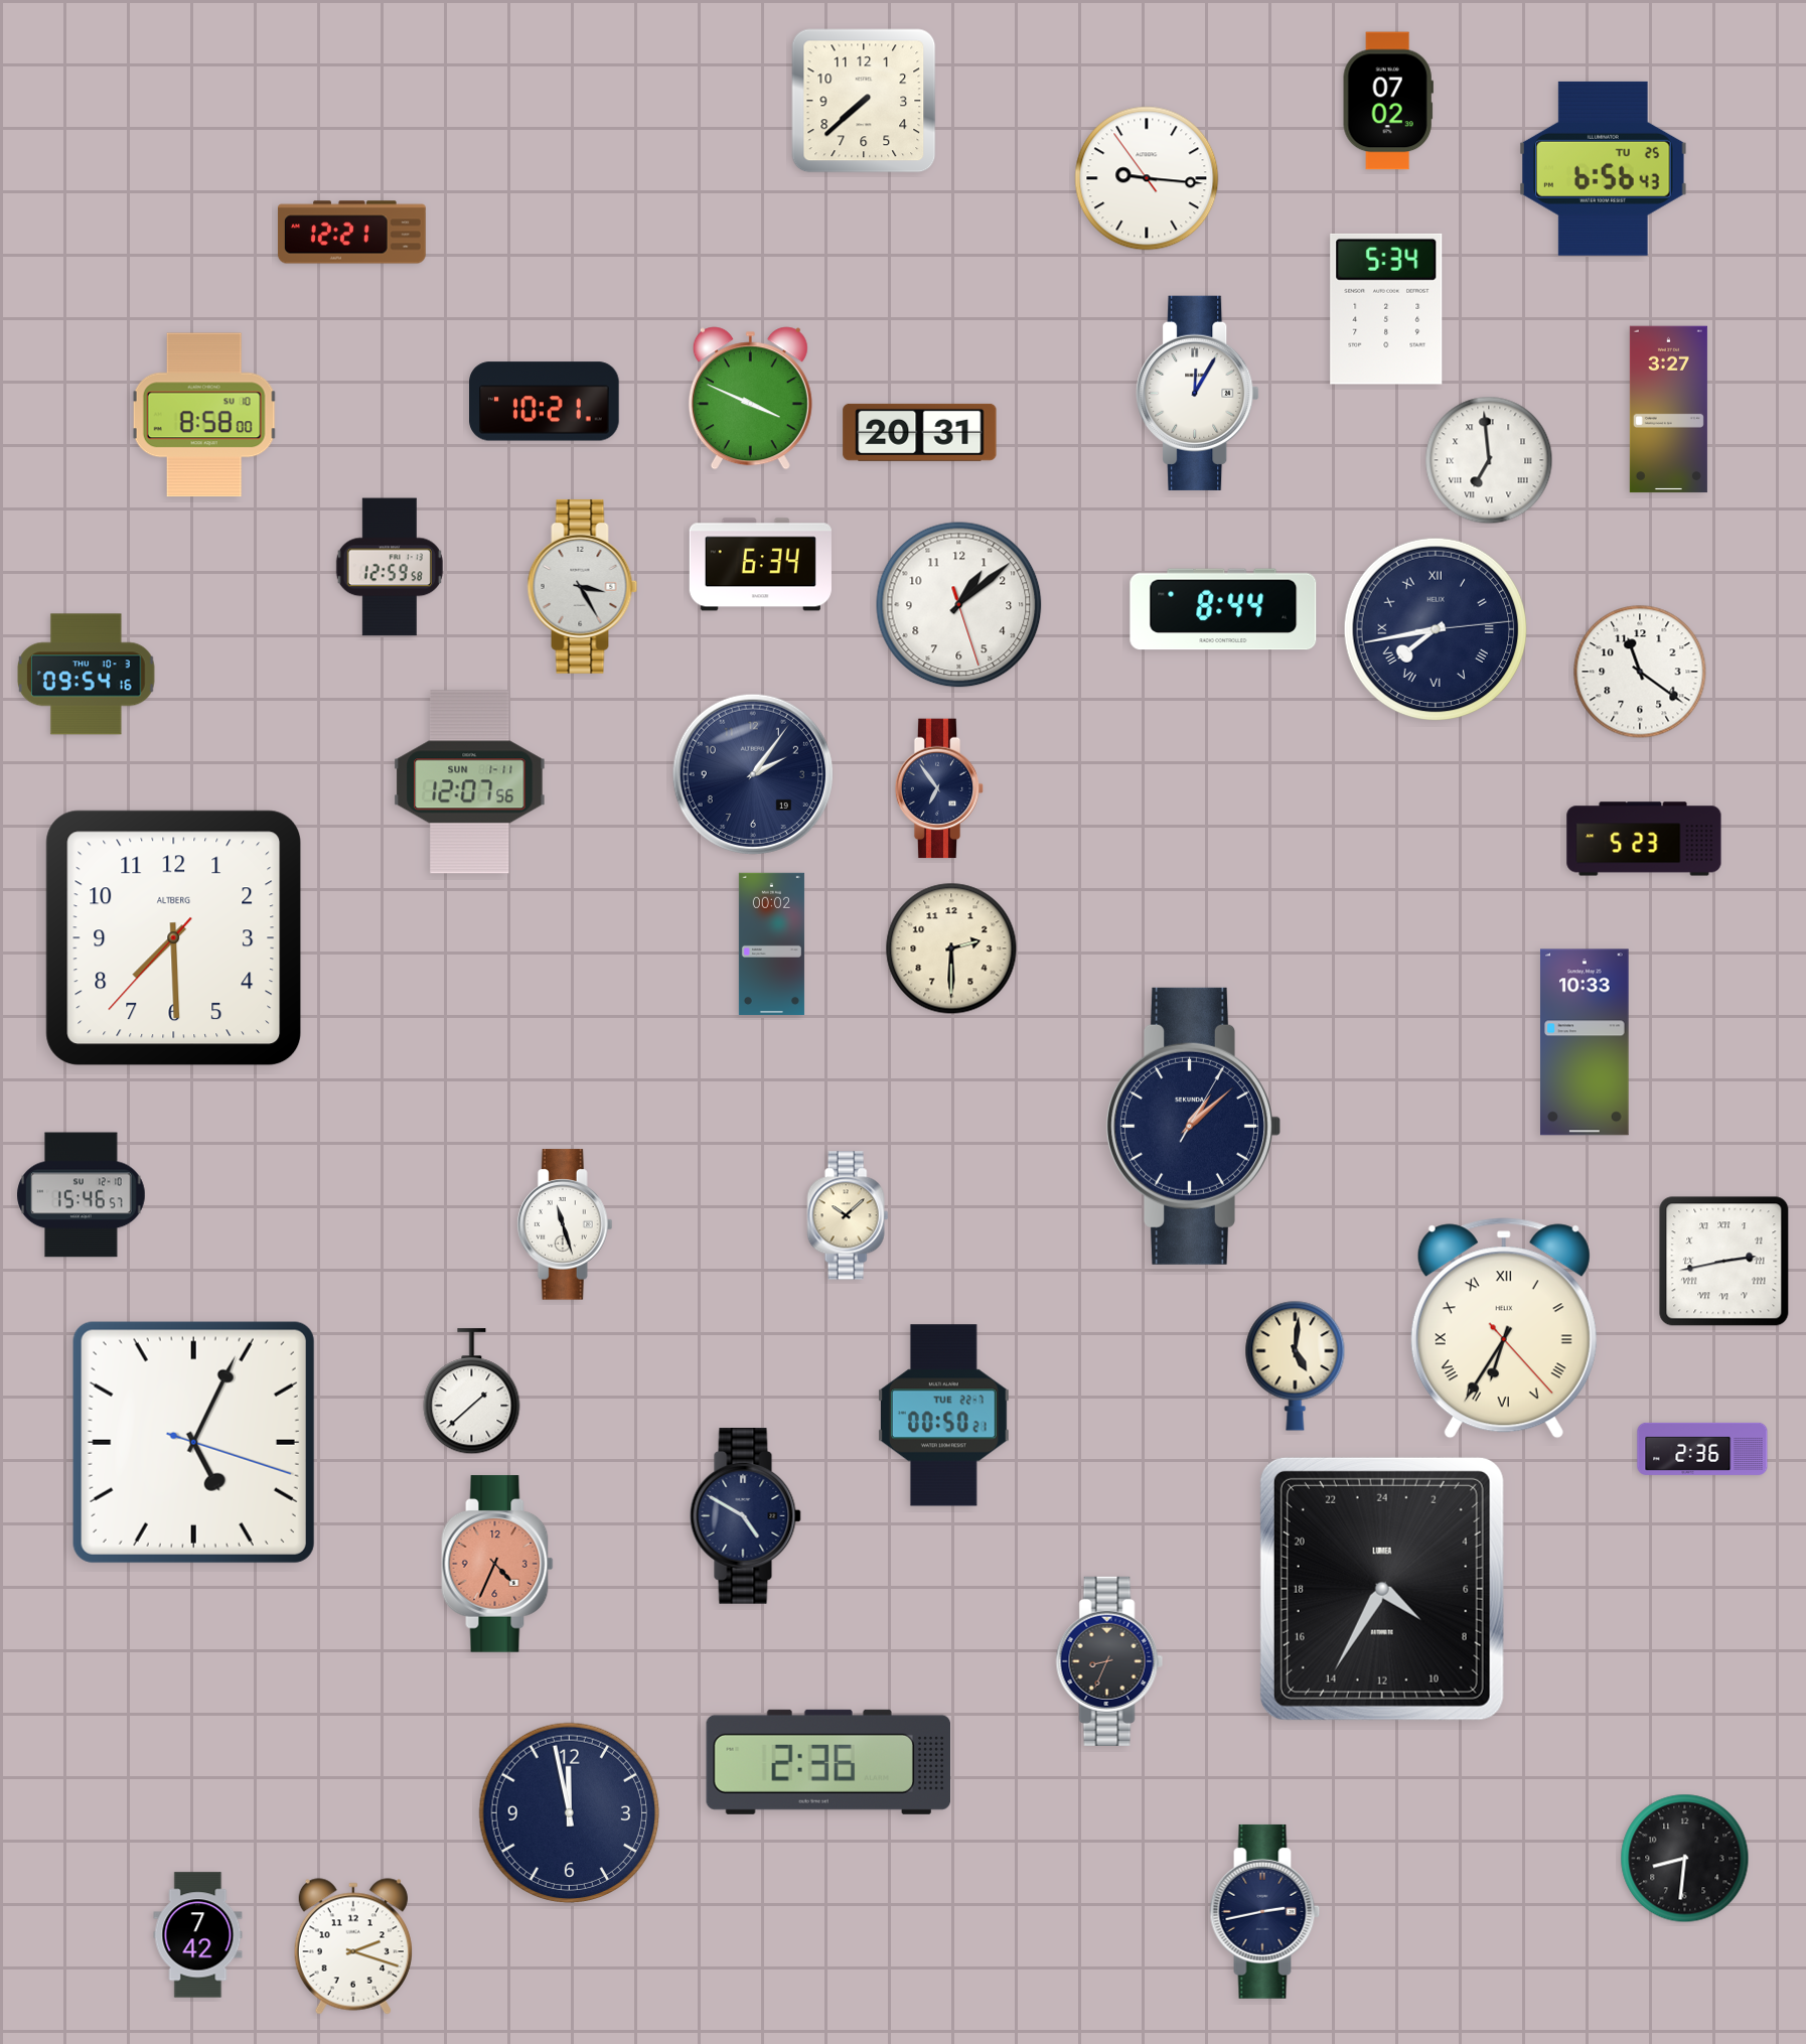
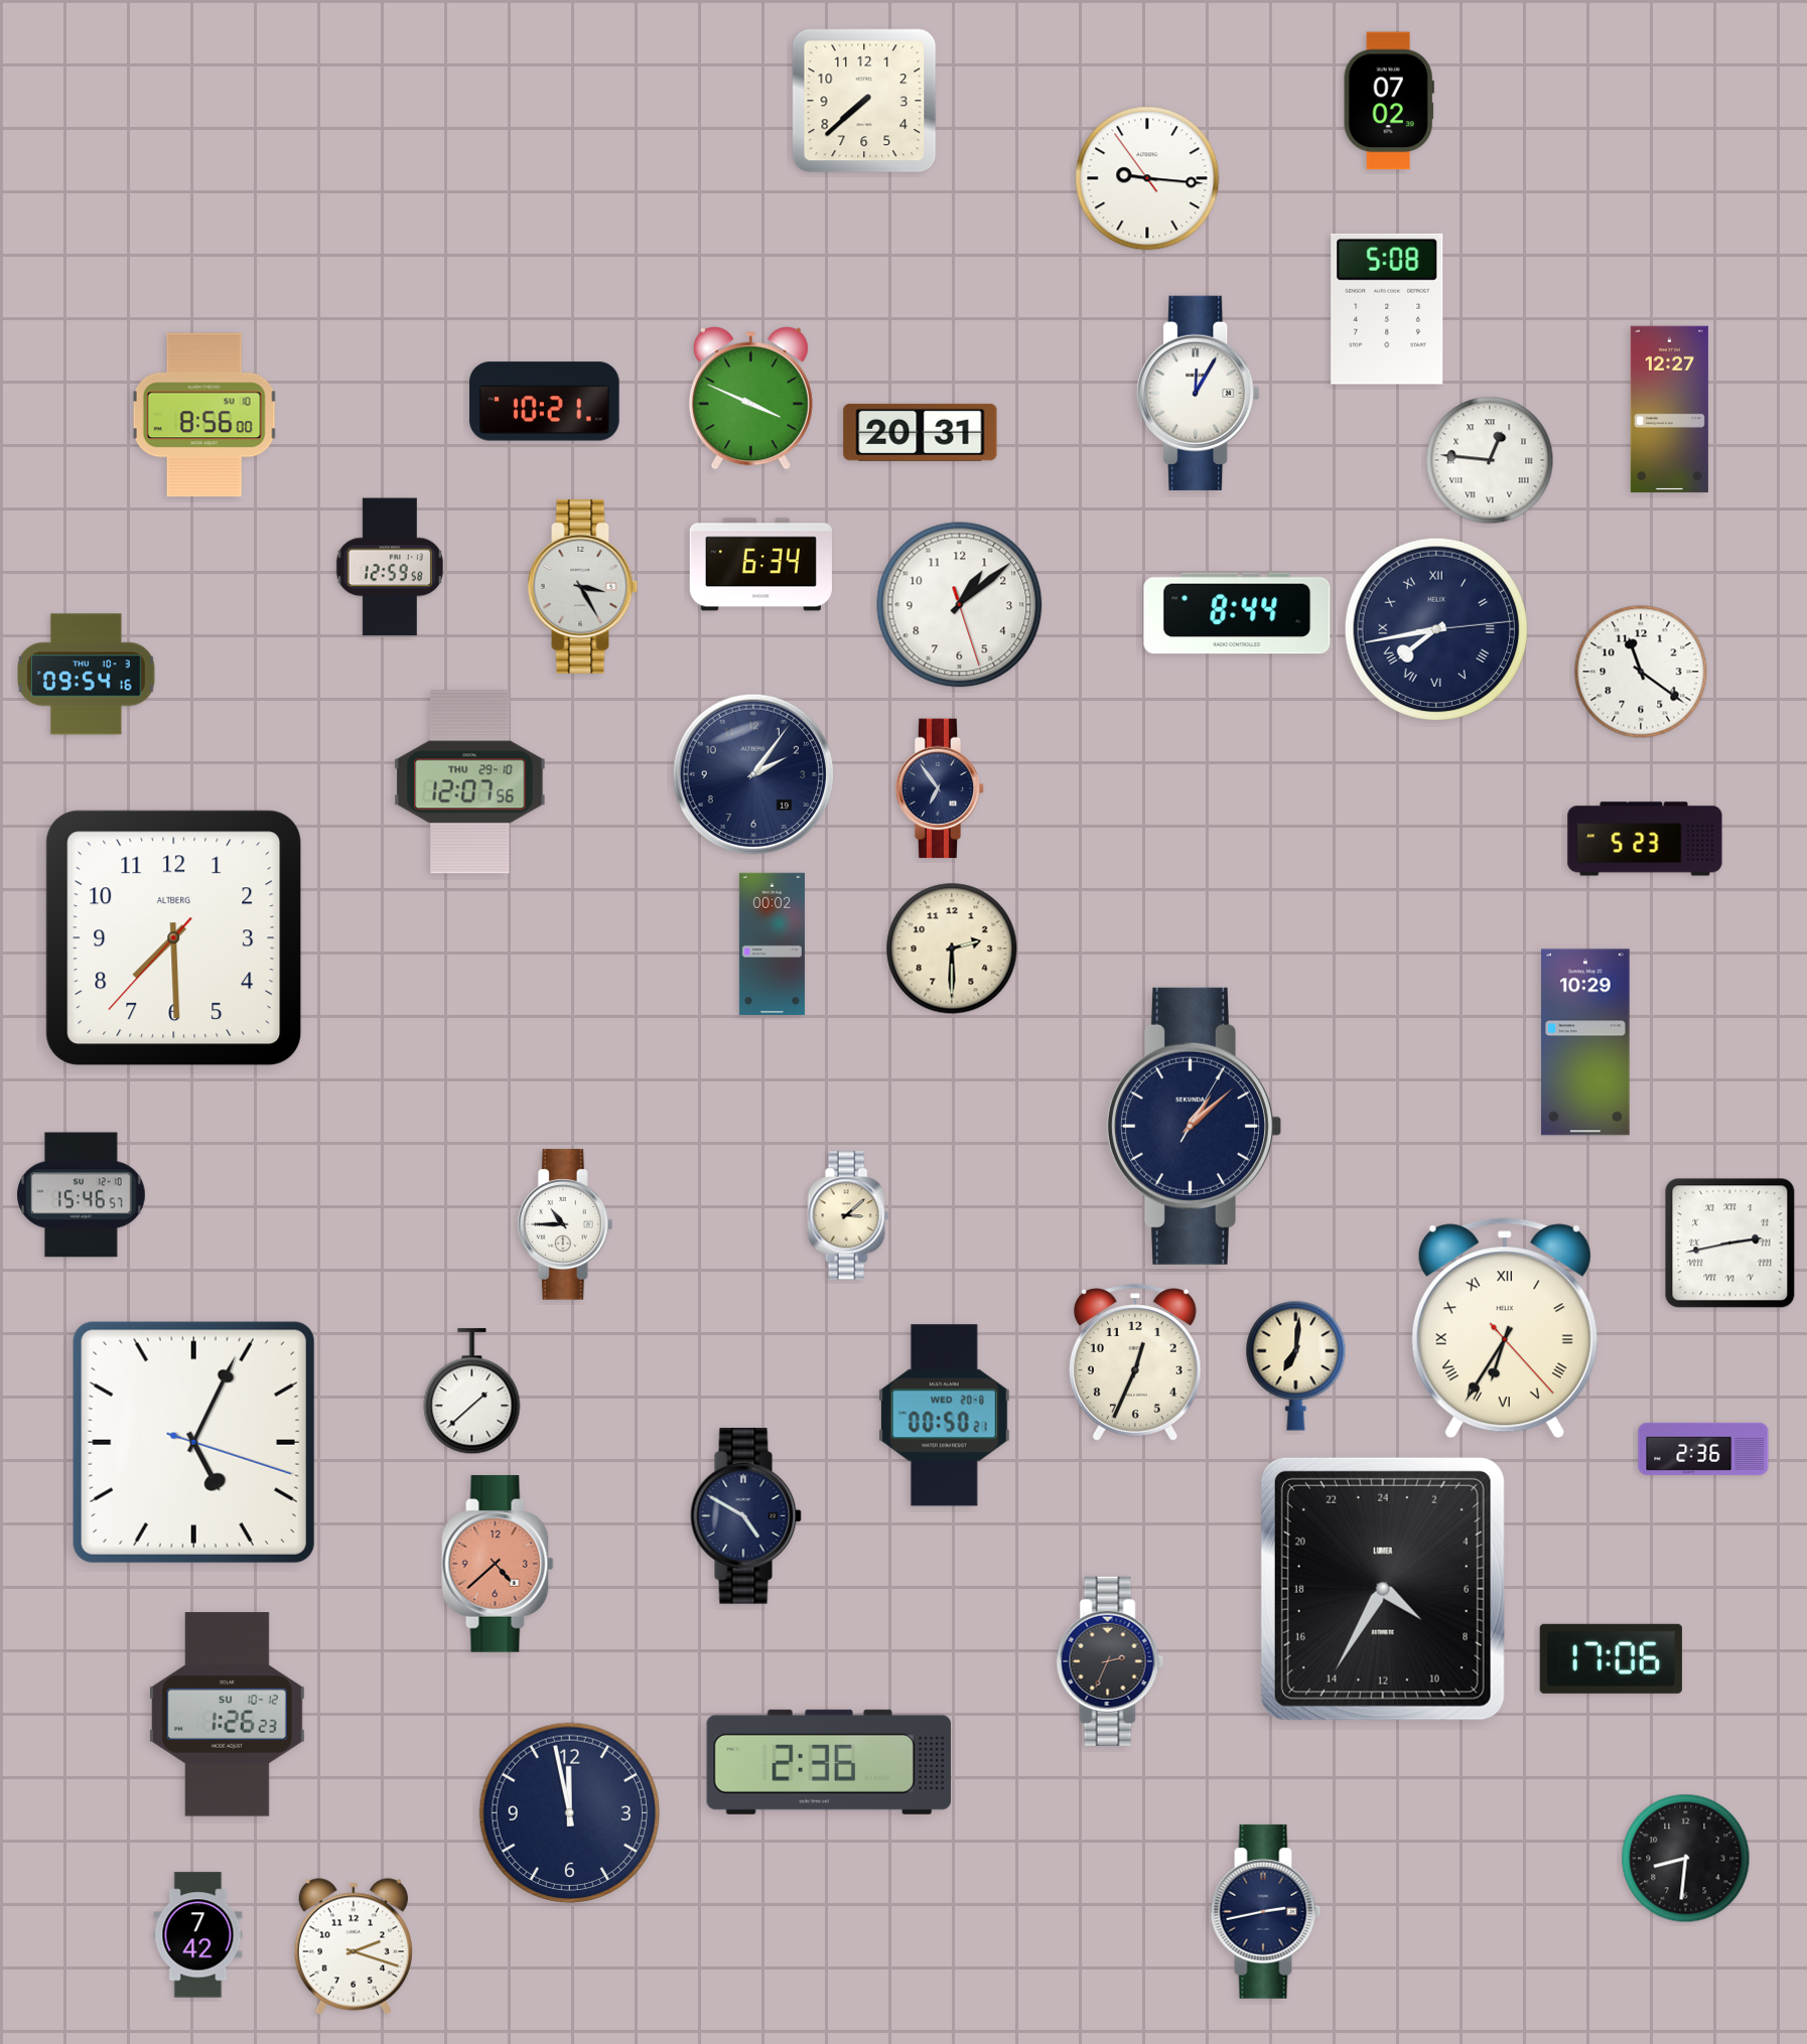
clock at (1604, 168): 6:56 -> none
clock at (351, 233): 12:21 -> none
clock at (1386, 309): 5:34 -> 5:08
clock at (1668, 410): 3:27 -> 12:27
clock at (204, 415): 8:58 -> 8:56
clock at (1489, 460): 6:59 -> 12:46
clock at (1223, 609) position: (1223, 609) -> (1237, 613)
clock at (470, 782) date: SUN 1-11 -> THU 29-10
clock at (1585, 1042): 10:33 -> 10:29
clock at (848, 1215): 10:08 -> 3:08
clock at (565, 1224): 11:27 -> 10:45
clock at (1724, 1262) position: (1724, 1262) -> (1730, 1244)
clock at (1135, 1362): none -> 12:34
clock at (1296, 1365): 5:01 -> 7:01
clock at (943, 1416) date: TUE 22-7 -> WED 20-8
clock at (497, 1564): 4:34 -> 4:38
clock at (1611, 1658): none -> 17:06
clock at (1109, 1661): 8:34 -> 2:34
clock at (227, 1715): none -> 1:26
